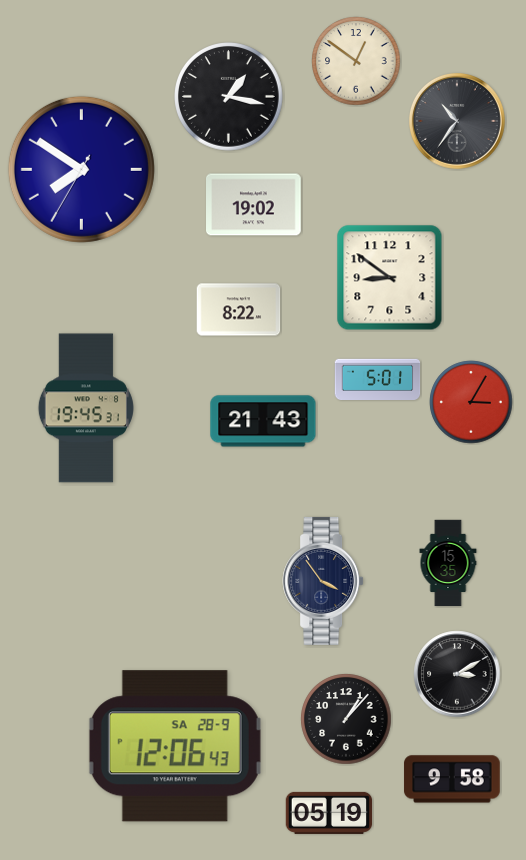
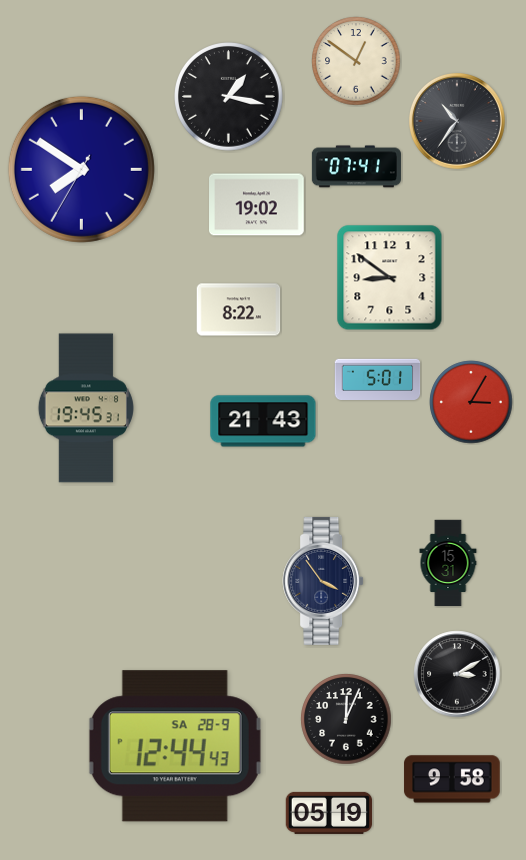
clock at (356, 167): none -> 07:41
clock at (254, 205) position: (254, 205) -> (257, 205)
clock at (448, 563): 15:35 -> 15:31
clock at (346, 719): 1:07 -> 12:04
clock at (175, 746): 12:06 -> 12:44
